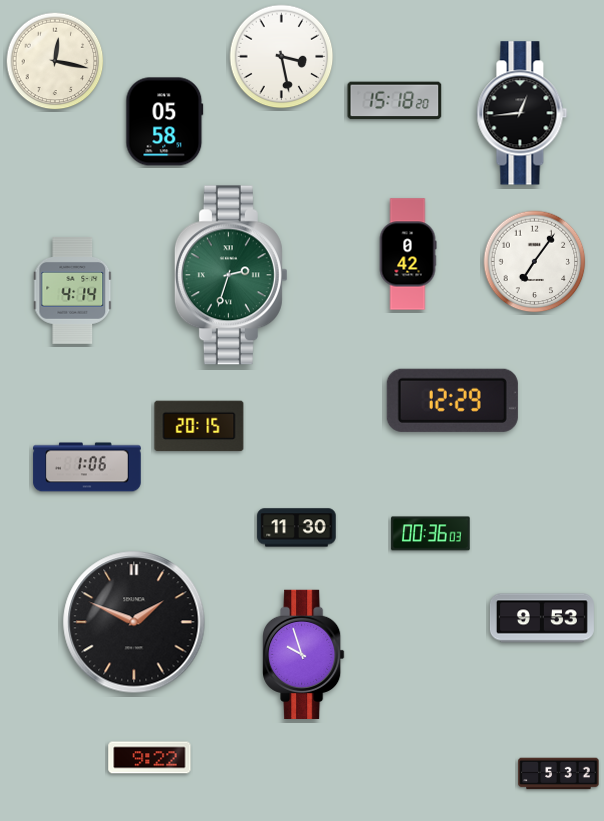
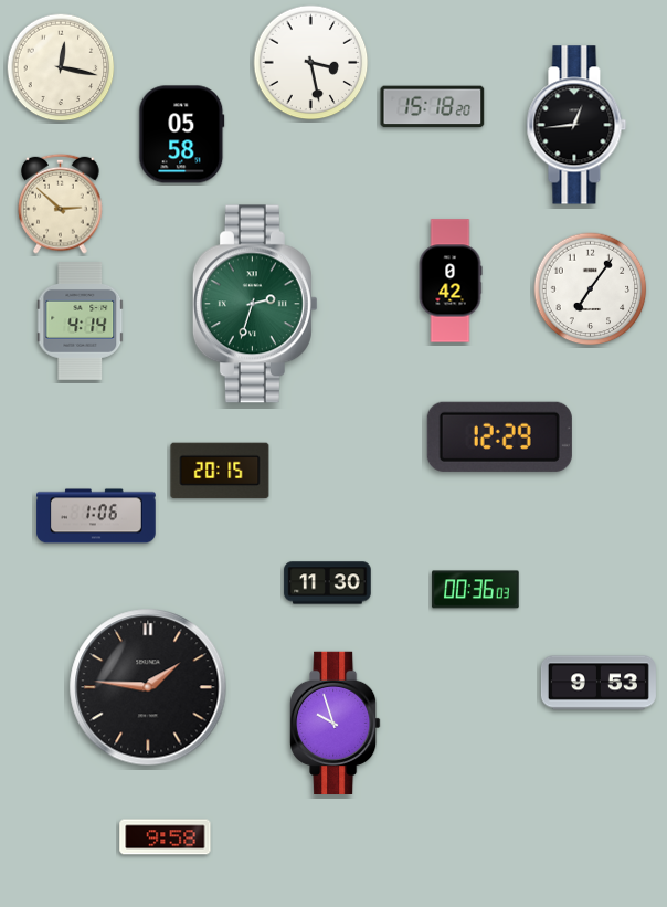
clock at (395, 101) position: (395, 101) -> (433, 107)
clock at (61, 203): none -> 2:52
clock at (452, 400) position: (452, 400) -> (499, 436)
clock at (134, 622): 1:49 -> 1:46
clock at (150, 758): 9:22 -> 9:58
clock at (559, 774): 5:32 -> none
